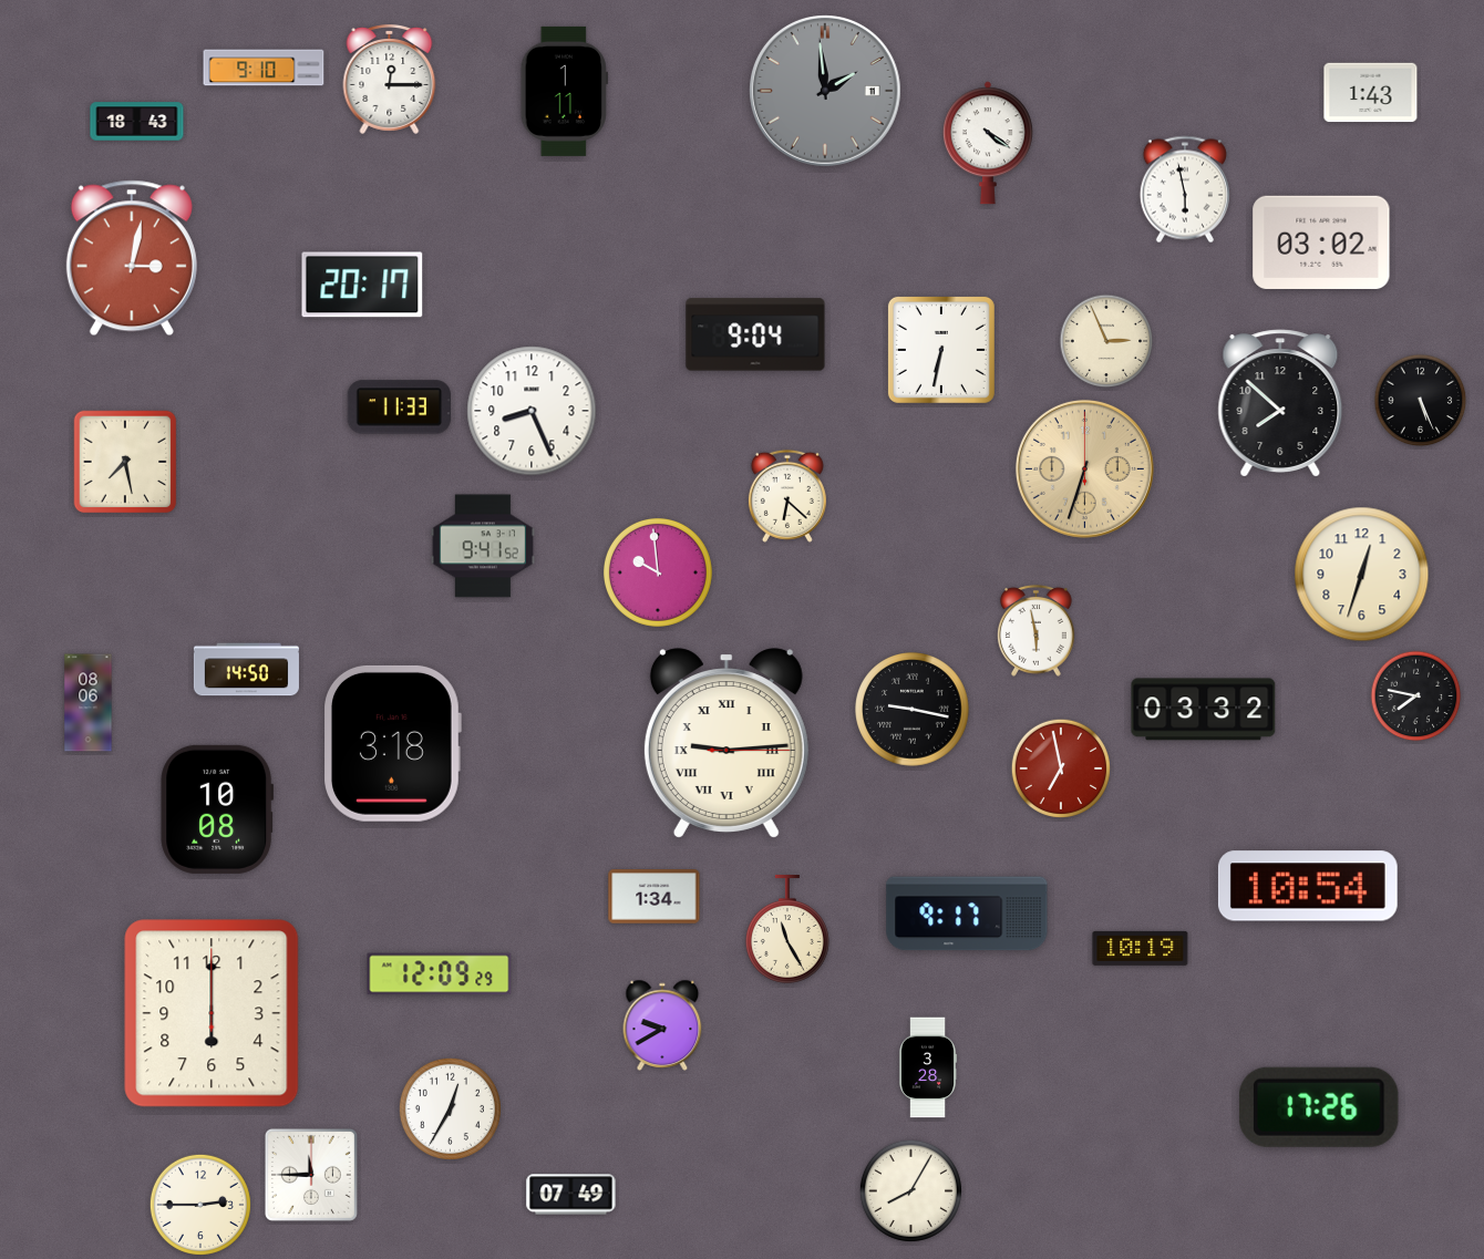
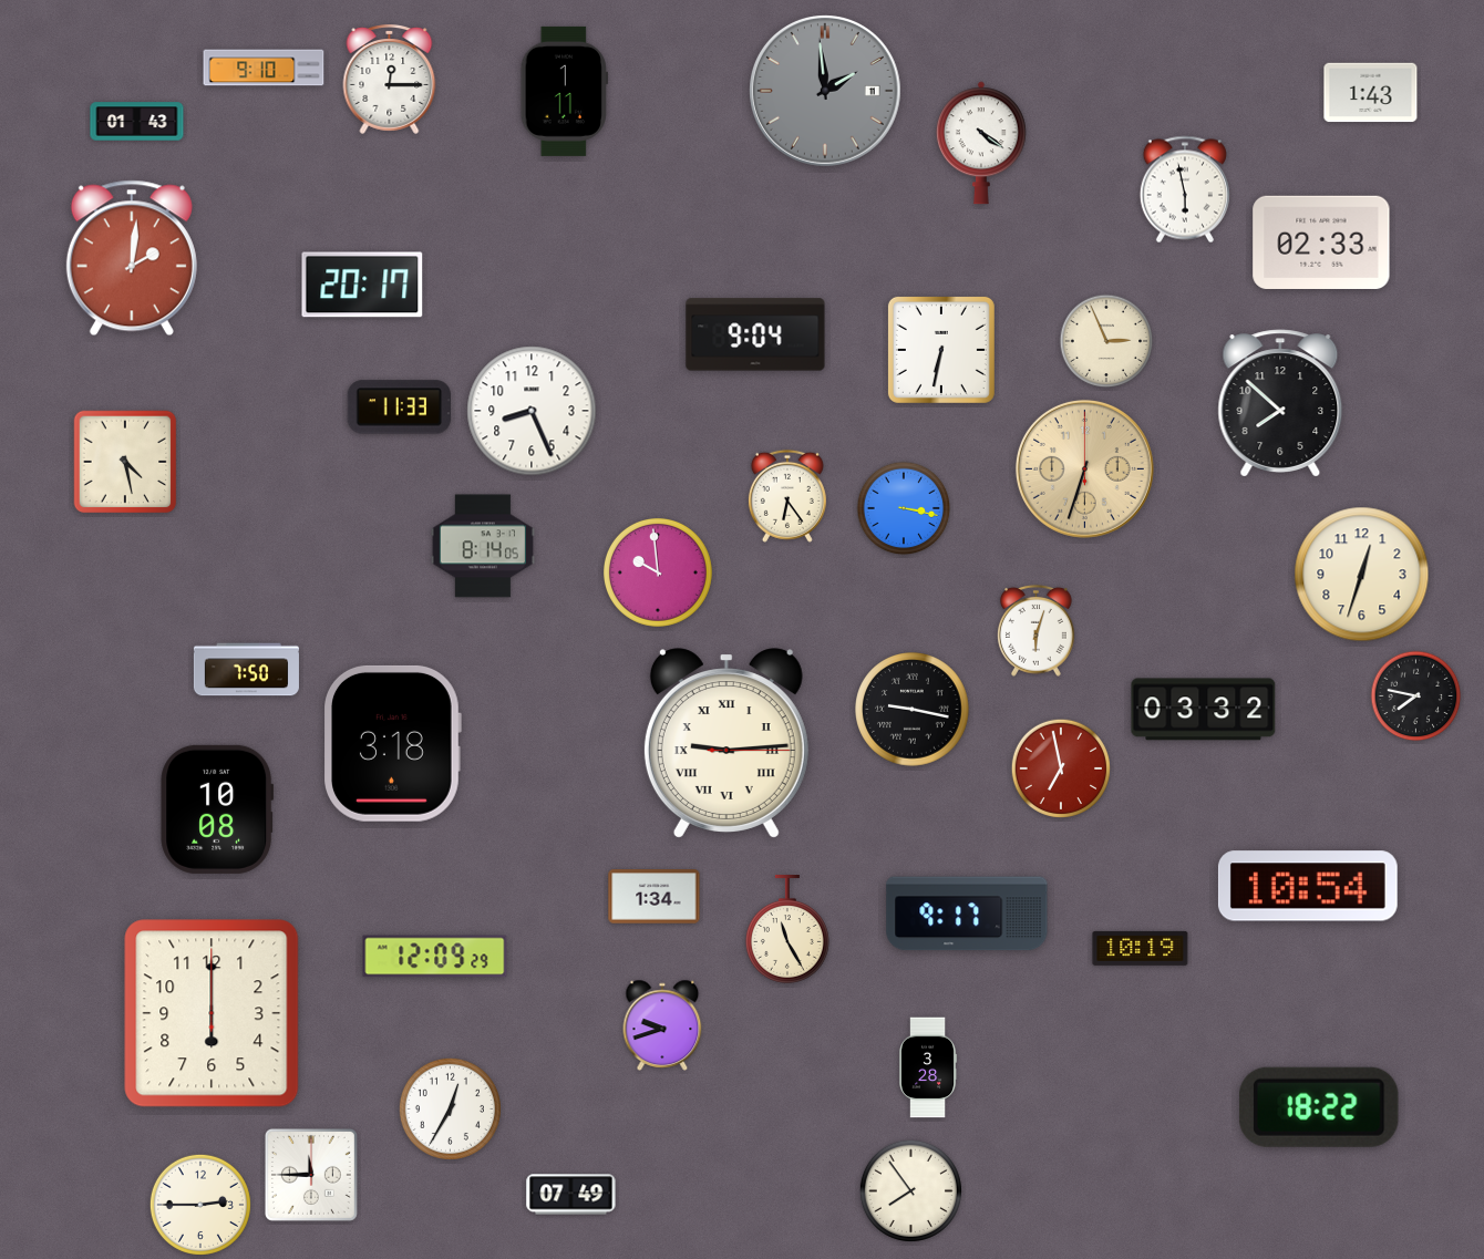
clock at (137, 122): 18:43 -> 01:43
clock at (988, 143) position: (988, 143) -> (981, 143)
clock at (1321, 242): 03:02 -> 02:33
clock at (132, 258): 3:02 -> 2:01
clock at (1421, 401): 5:26 -> none
clock at (125, 462): 7:28 -> 4:28
clock at (787, 496): 6:22 -> 6:24
clock at (904, 508): none -> 3:17
clock at (483, 546): 9:41 -> 8:14
clock at (1035, 630): 5:58 -> 6:03
clock at (246, 670): 14:50 -> 7:50
clock at (89, 703): 08:06 -> none
clock at (440, 974) position: (440, 974) -> (435, 957)
clock at (662, 1025): 9:40 -> 9:42
clock at (1319, 1107): 17:26 -> 18:22
clock at (910, 1190): 8:05 -> 7:54
